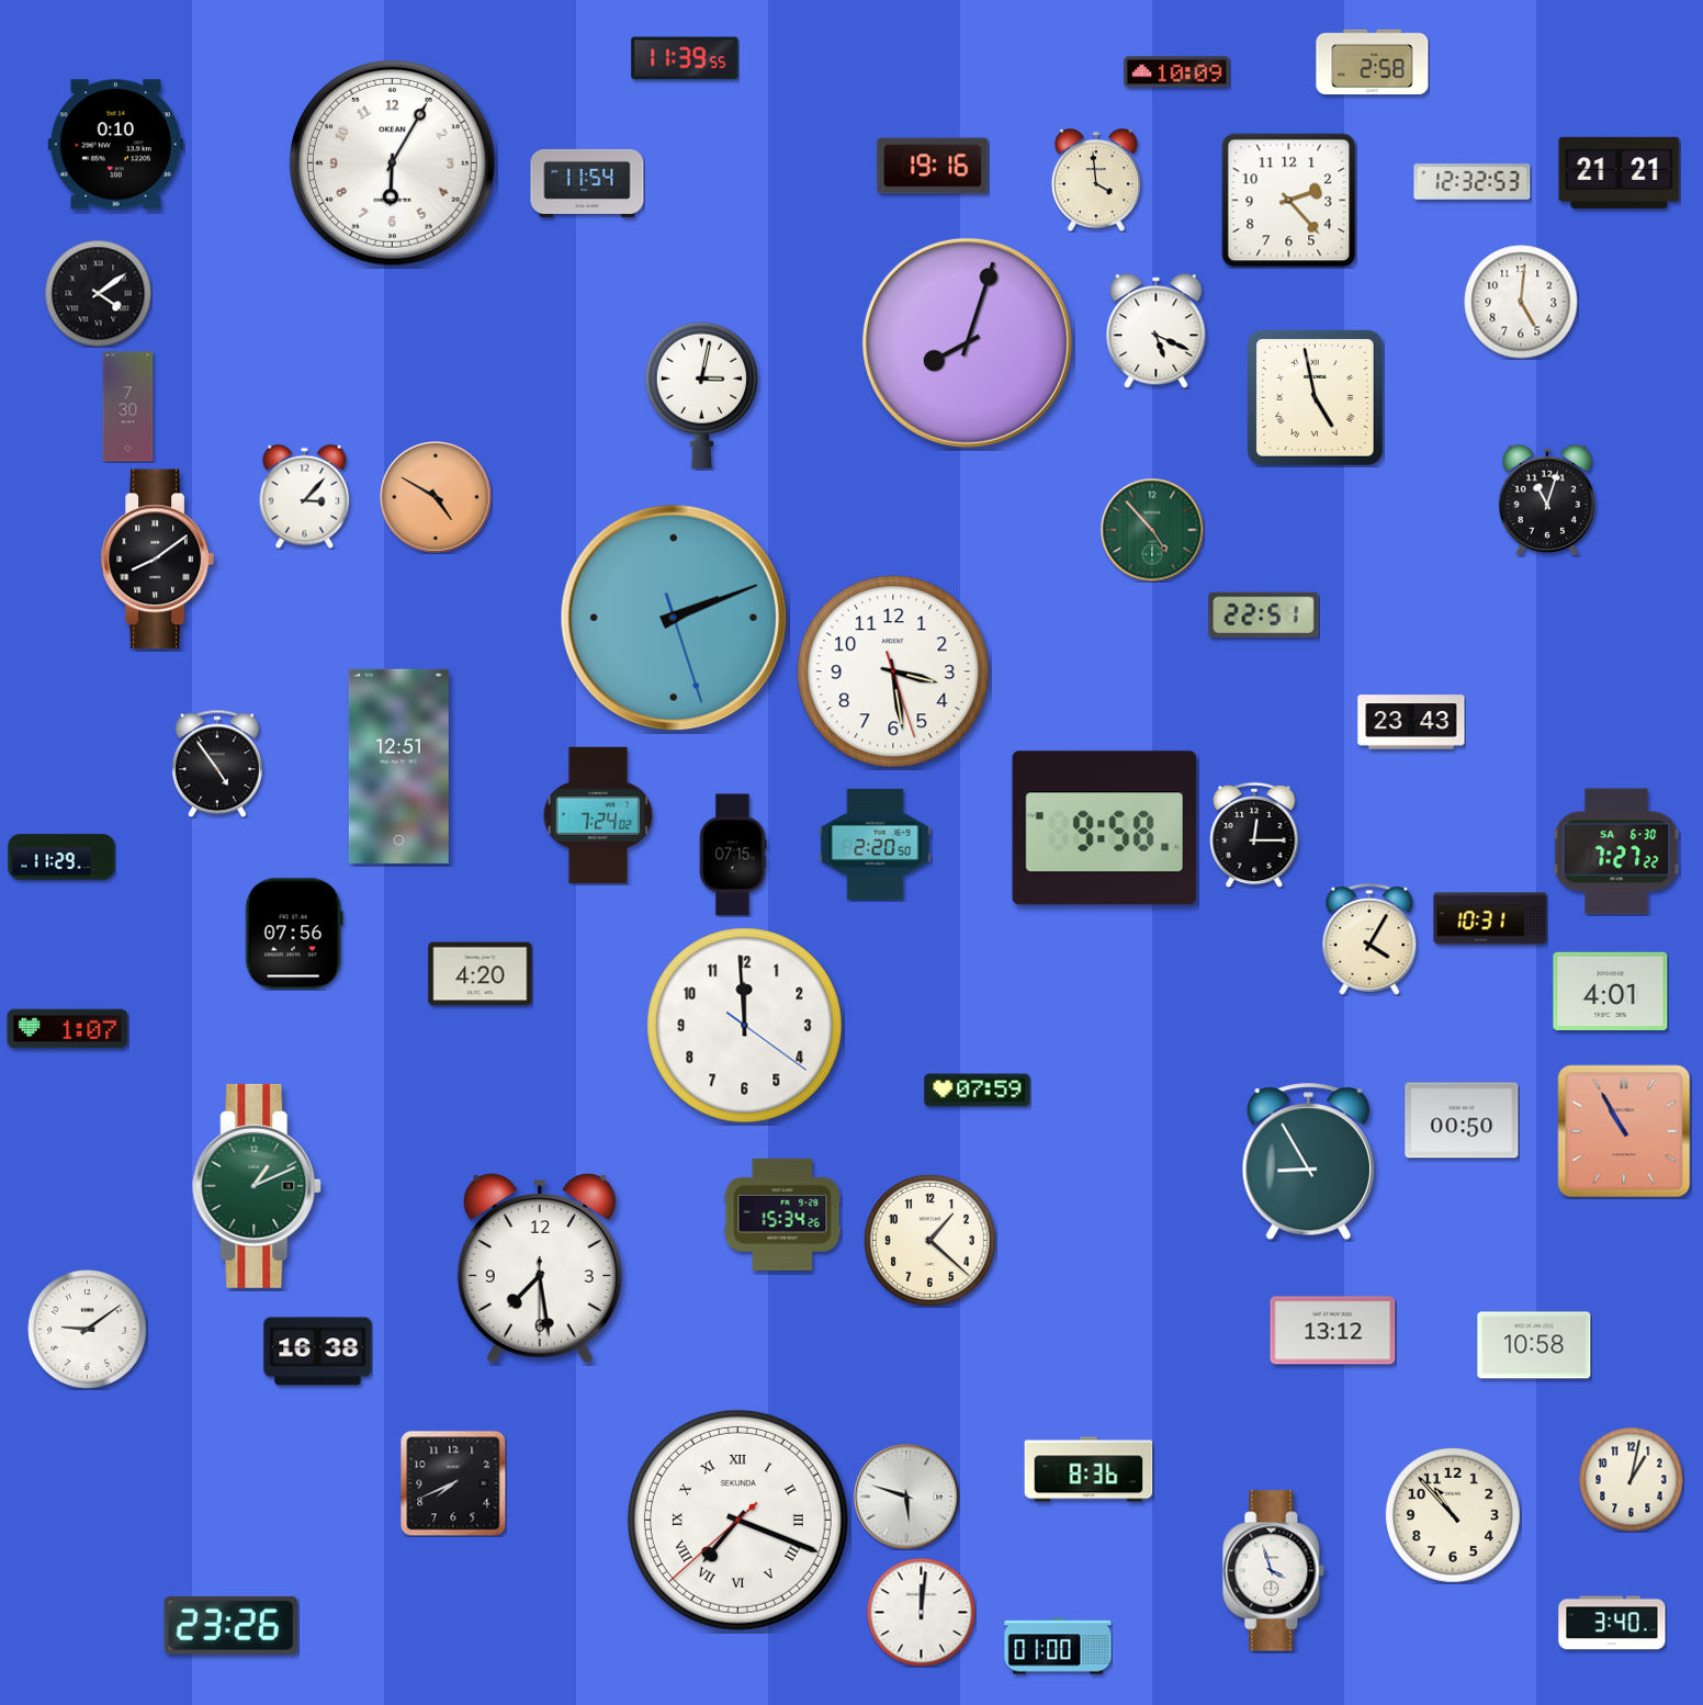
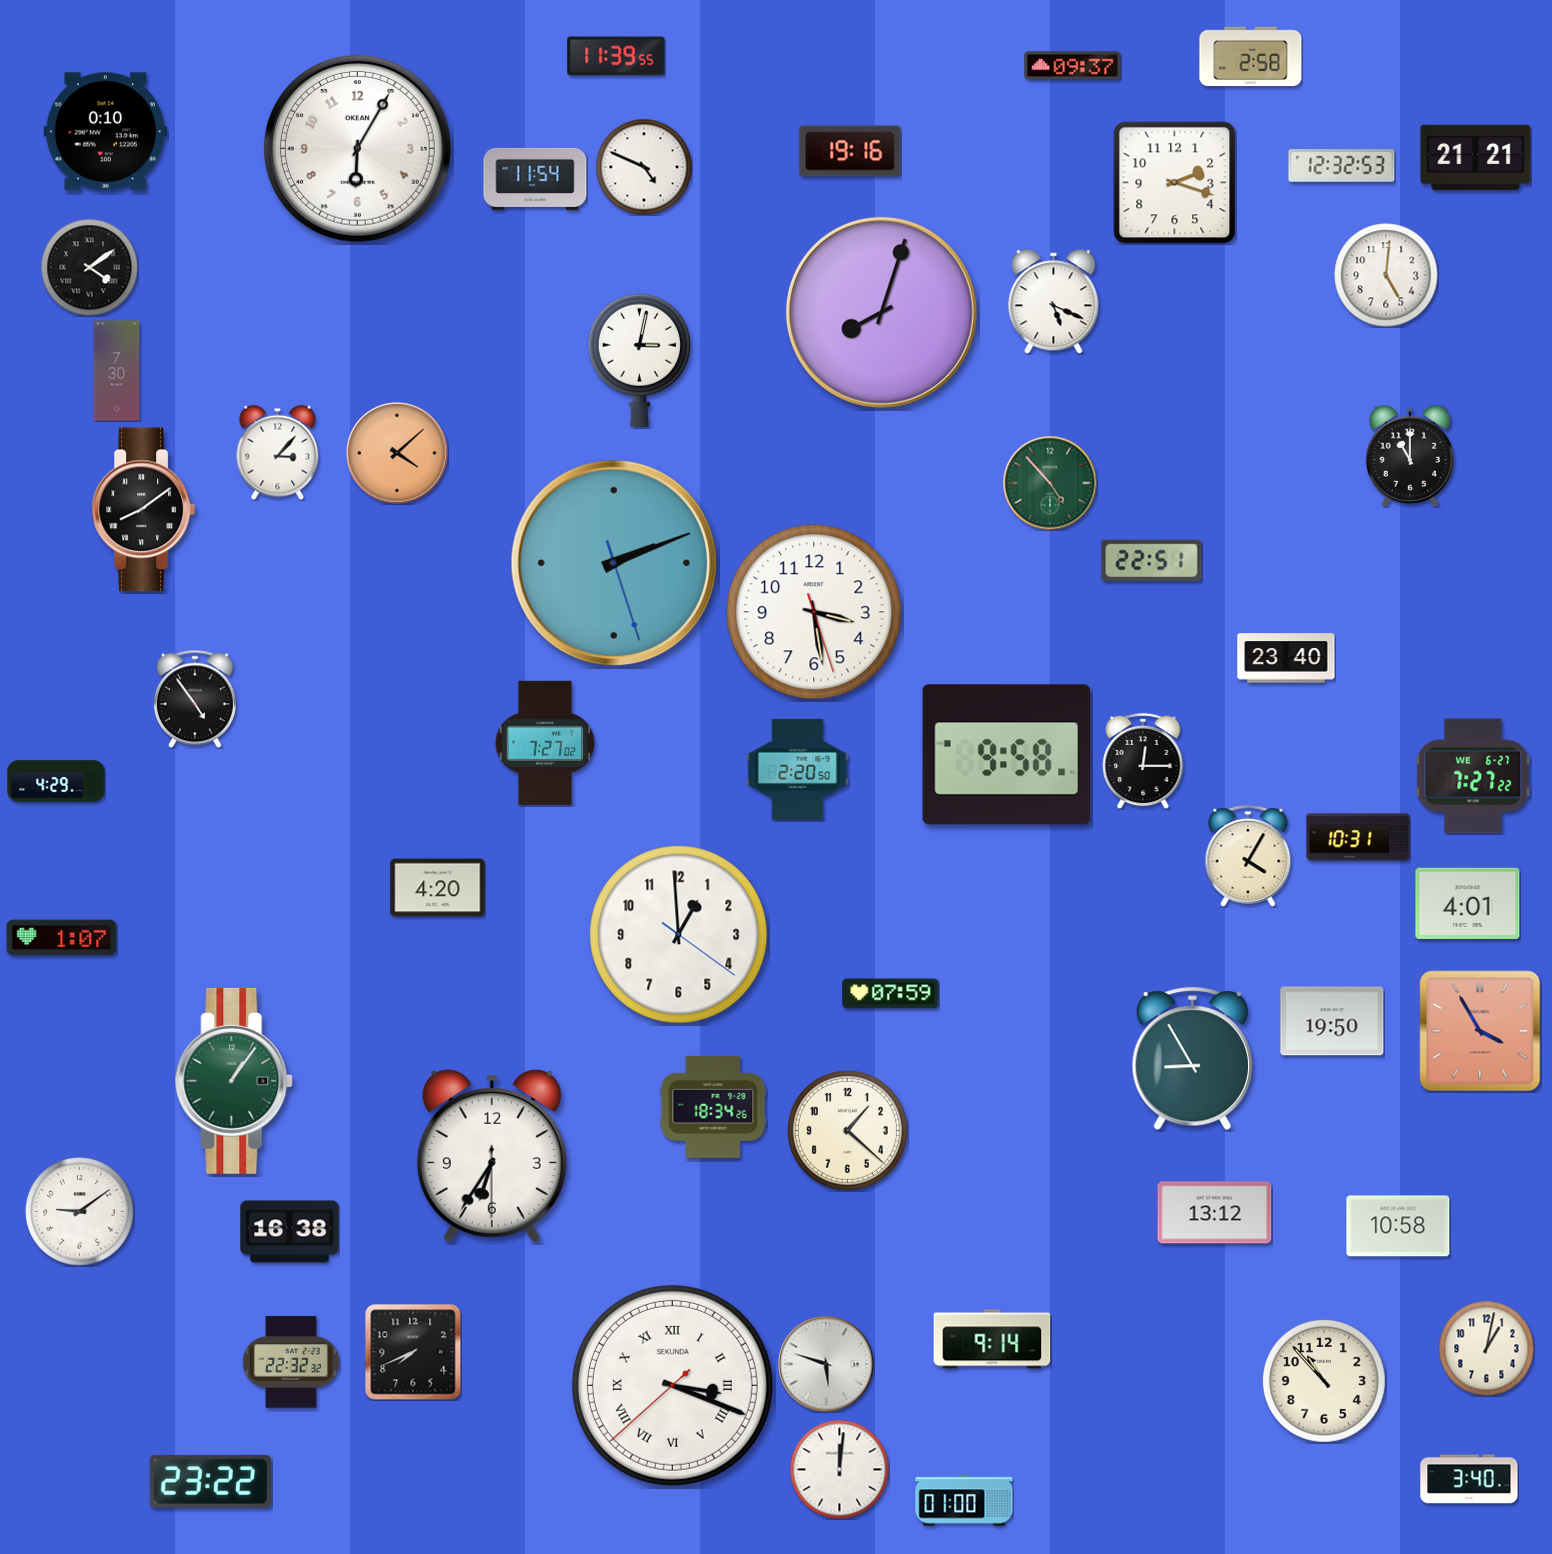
clock at (685, 58) position: (685, 58) -> (616, 56)
clock at (1177, 72): 10:09 -> 09:37
clock at (1096, 180): 3:59 -> none
clock at (587, 183) position: (587, 183) -> (535, 179)
clock at (644, 167): none -> 4:49
clock at (1289, 201): 2:23 -> 2:18
clock at (1315, 397): 4:58 -> none
clock at (436, 497): 4:50 -> 4:08
clock at (1546, 500): 11:03 -> 11:00
clock at (1411, 722): 23:43 -> 23:40
clock at (217, 764) position: (217, 764) -> (195, 699)
clock at (398, 766): 12:51 -> none
clock at (598, 815): 7:24 -> 7:27
clock at (1616, 851) date: SA 6-30 -> WE 6-27
clock at (733, 855): 07:15 -> none
clock at (61, 857): 11:29 -> 4:29
clock at (294, 934): 07:56 -> none
clock at (745, 1026): 11:59 -> 12:59
clock at (1462, 1120): 00:50 -> 19:50
clock at (1624, 1131): 10:55 -> 3:55
clock at (258, 1186): 1:11 -> 1:06
clock at (782, 1215): 15:34 -> 18:34
clock at (540, 1268): 7:28 -> 6:35
clock at (1089, 1469): 8:36 -> 9:14
clock at (291, 1362): none -> 22:32
clock at (737, 1520): 7:18 -> 3:18
clock at (1274, 1571): 3:57 -> none
clock at (230, 1625): 23:26 -> 23:22
